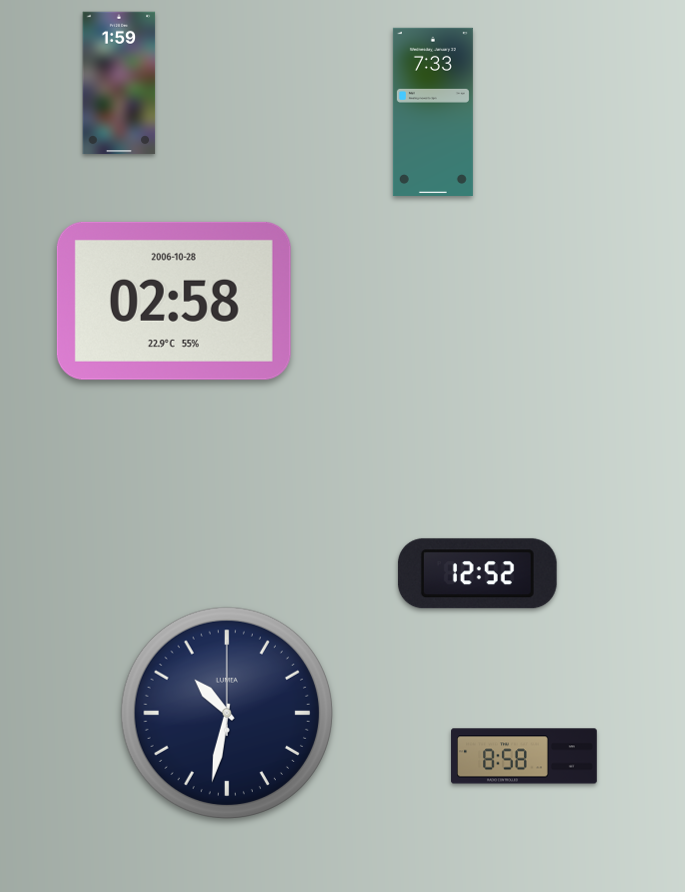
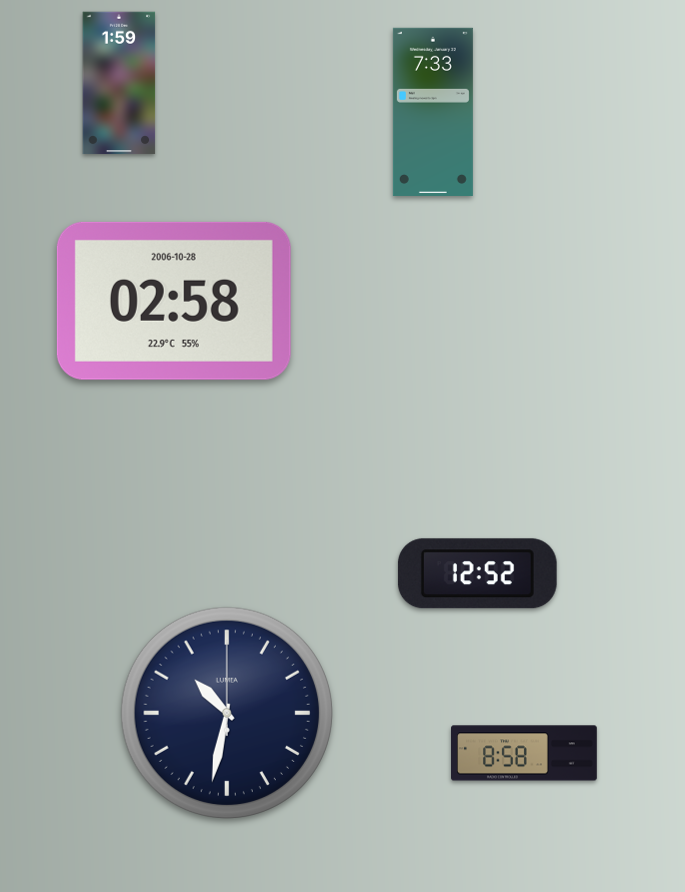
clock at (525, 756) position: (525, 756) -> (525, 753)
